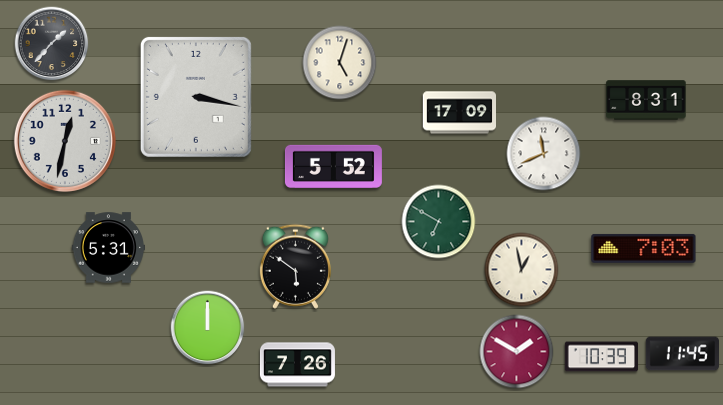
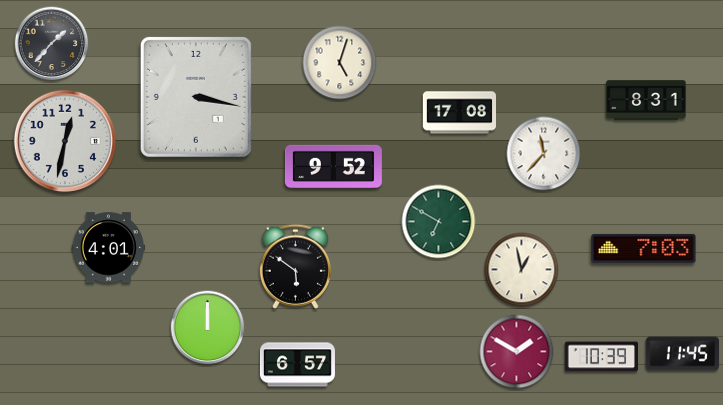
clock at (459, 113): 17:09 -> 17:08
clock at (544, 154): 11:41 -> 11:37
clock at (333, 166): 5:52 -> 9:52
clock at (108, 248): 5:31 -> 4:01
clock at (297, 365): 7:26 -> 6:57
